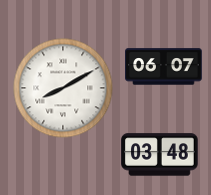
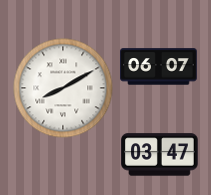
clock at (164, 67) position: (164, 67) -> (159, 67)
clock at (160, 155): 03:48 -> 03:47
